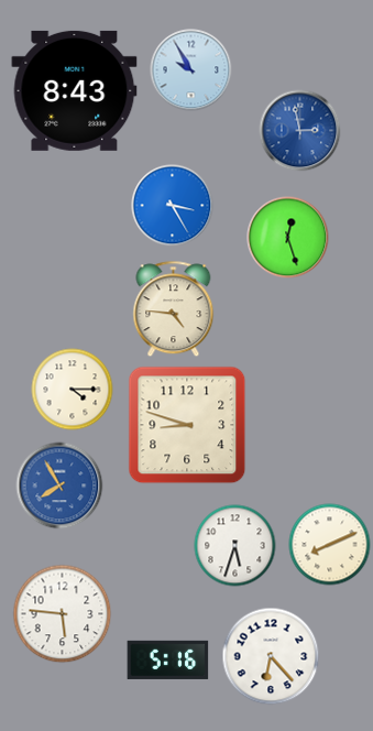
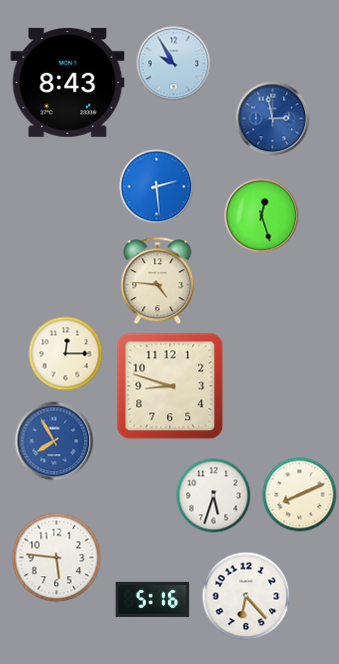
clock at (173, 206): 3:25 -> 2:29
clock at (73, 390): 4:15 -> 12:15
